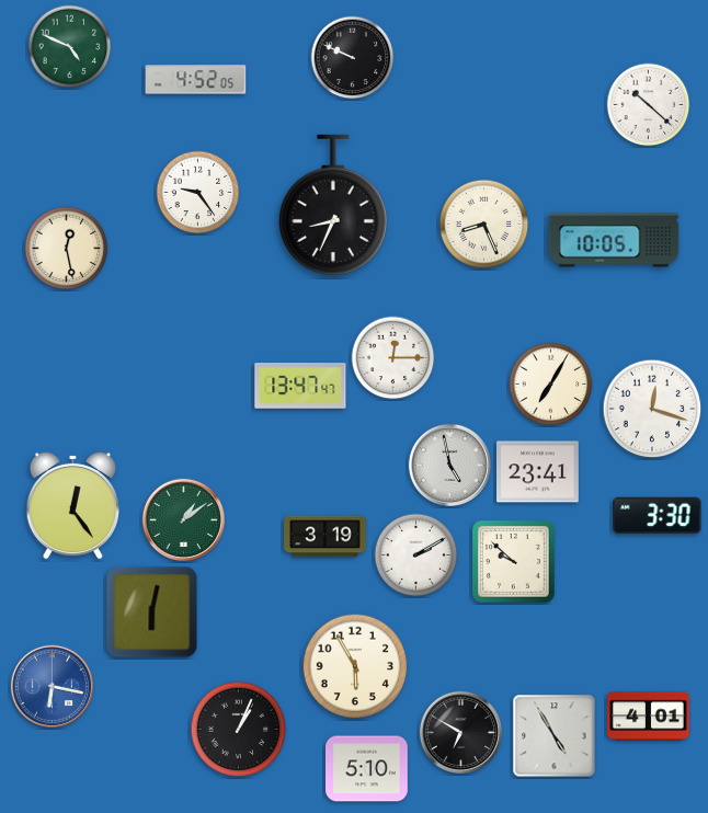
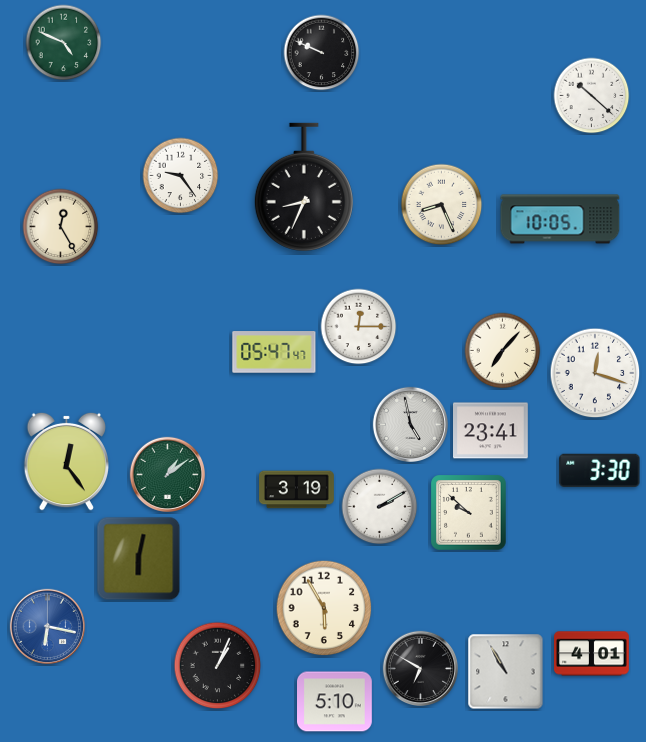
clock at (196, 80): 4:52 -> none
clock at (67, 249): 12:28 -> 12:25
clock at (551, 385): 7:05 -> 7:07
clock at (300, 386): 13:47 -> 05:47
clock at (555, 736): 4:55 -> 10:55
